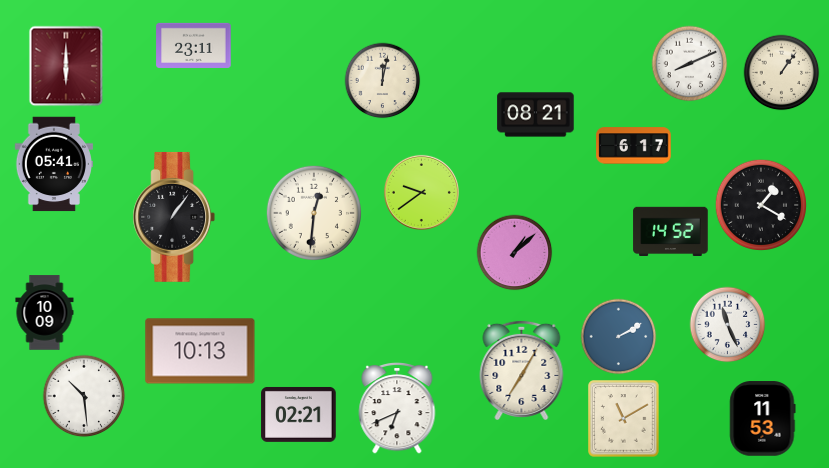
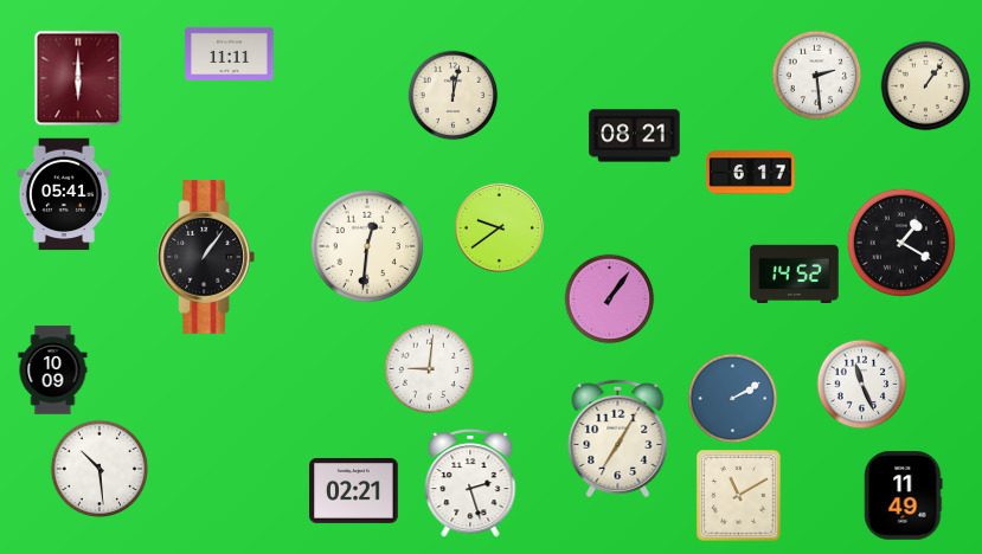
clock at (194, 45): 23:11 -> 11:11
clock at (690, 64): 8:11 -> 2:29
clock at (313, 212) position: (313, 212) -> (366, 245)
clock at (515, 253): 1:08 -> 1:06
clock at (430, 369): none -> 9:01
clock at (200, 351): 10:13 -> none
clock at (397, 409): 6:41 -> 2:27
clock at (763, 419): 11:53 -> 11:49
